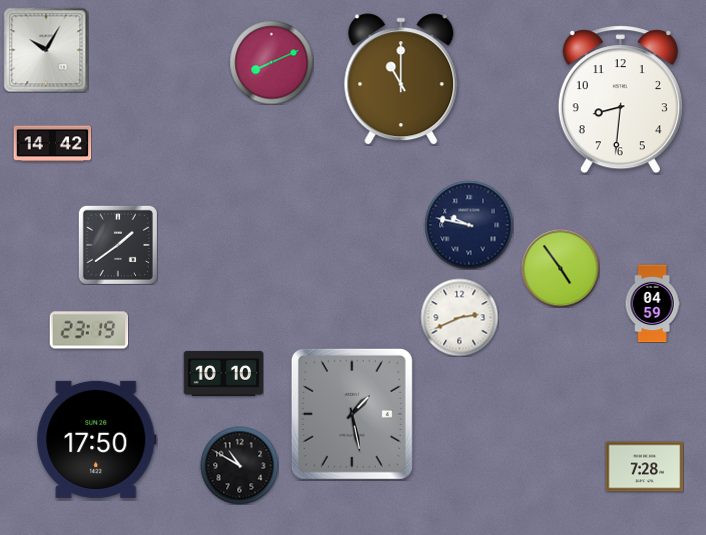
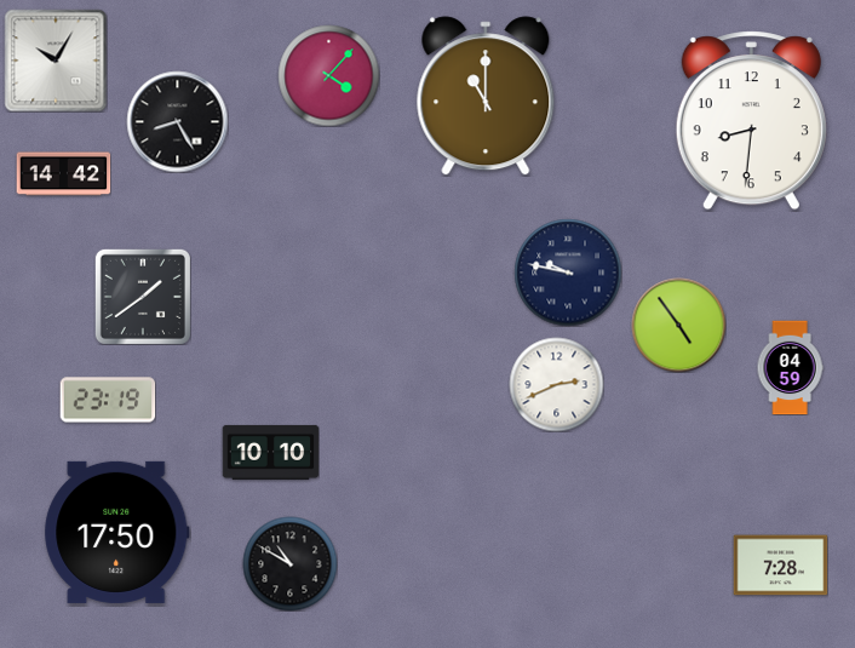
clock at (271, 62): 8:11 -> 4:07
clock at (177, 121): none -> 8:25
clock at (352, 414): 1:28 -> none
